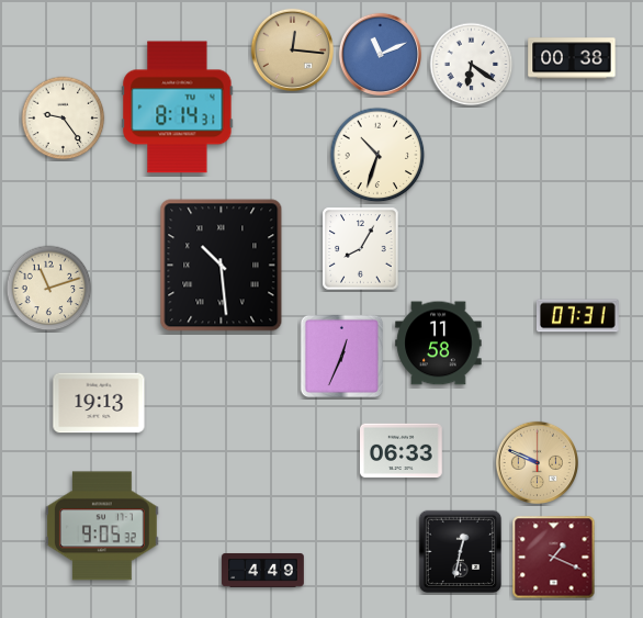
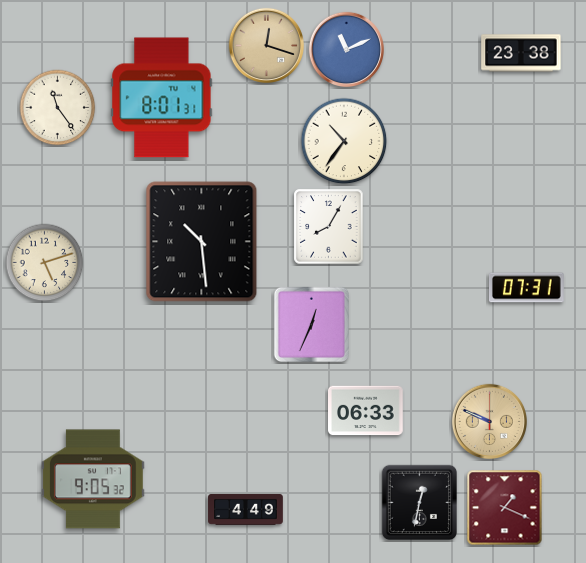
clock at (292, 49): 12:16 -> 12:18
clock at (572, 58): 00:38 -> 23:38
clock at (472, 65): 6:21 -> none
clock at (178, 108): 8:14 -> 8:01
clock at (64, 119): 9:24 -> 11:24
clock at (377, 155): 10:33 -> 10:36
clock at (49, 289): 11:12 -> 5:12
clock at (439, 344): 11:58 -> none
clock at (99, 403): 19:13 -> none
clock at (263, 570) position: (263, 570) -> (246, 509)
